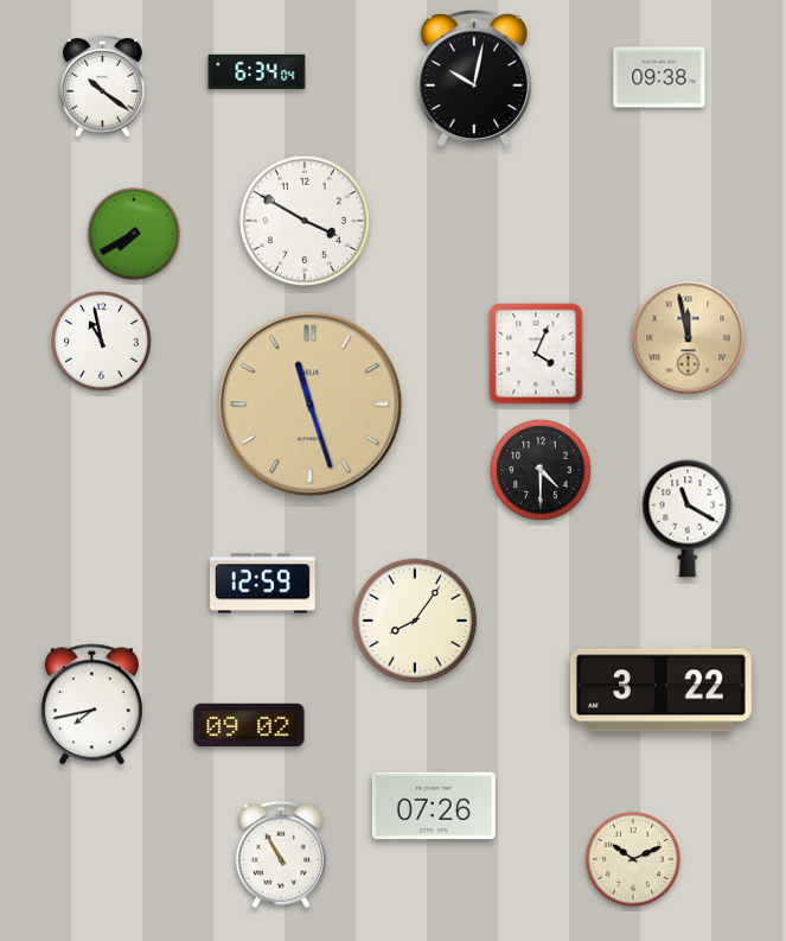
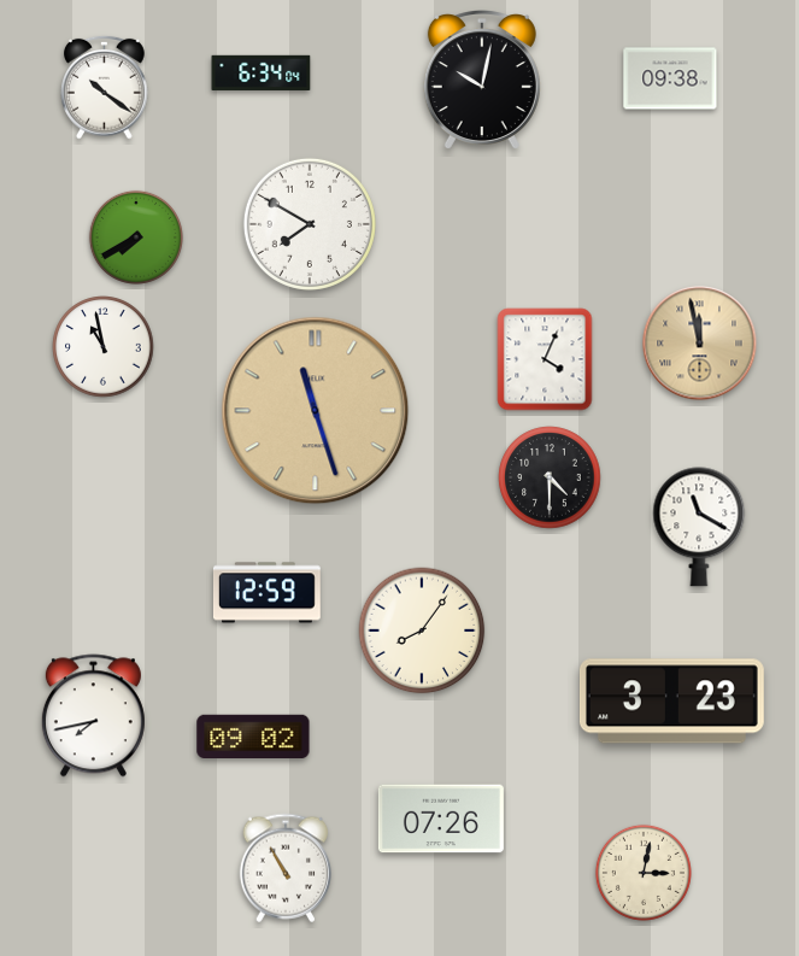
clock at (305, 221): 3:50 -> 7:50
clock at (660, 691): 3:22 -> 3:23
clock at (633, 859): 10:11 -> 3:02
